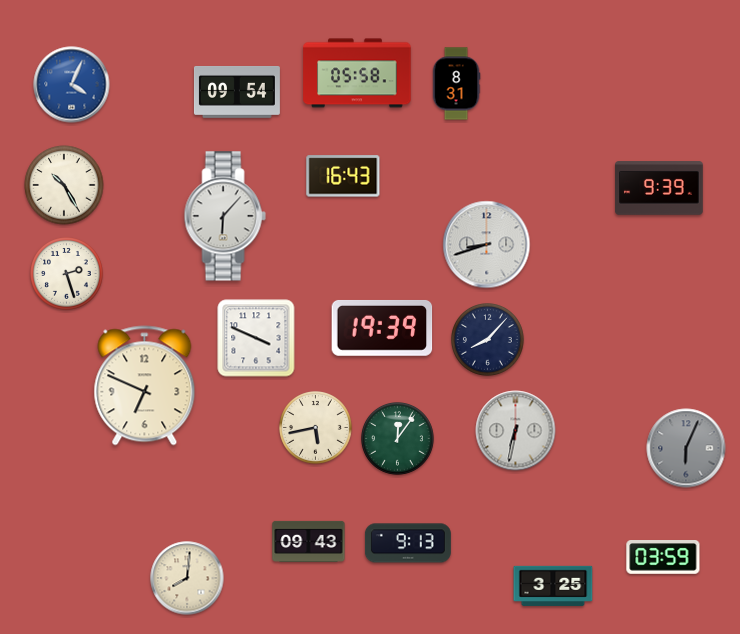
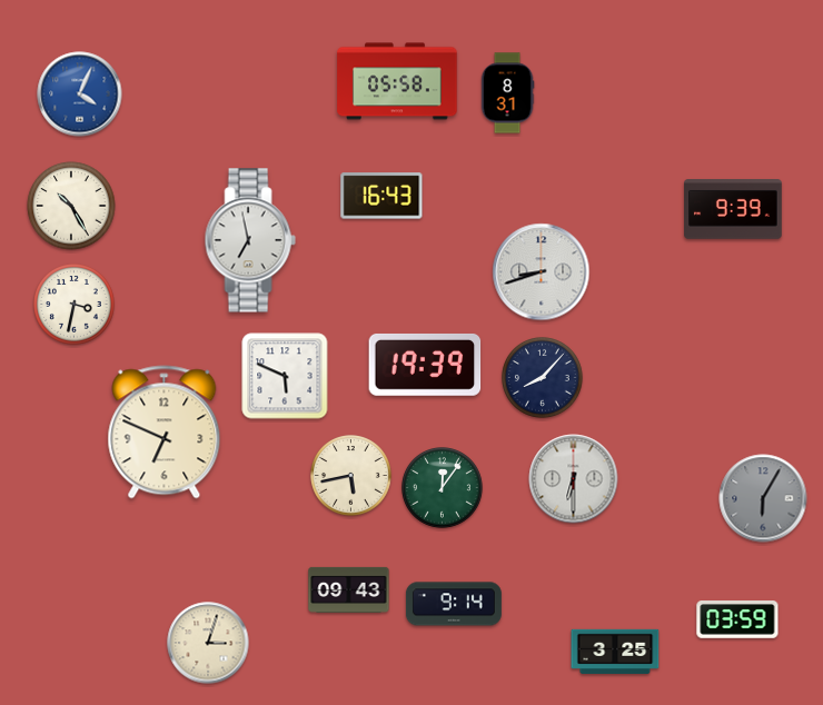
clock at (237, 93): 09:54 -> none
clock at (225, 216): 6:07 -> 6:58
clock at (67, 274): 2:27 -> 3:32
clock at (256, 338): 3:49 -> 5:49
clock at (145, 386) position: (145, 386) -> (165, 433)
clock at (516, 431): 6:32 -> 6:30
clock at (686, 448): 6:04 -> 6:05
clock at (309, 541) position: (309, 541) -> (349, 589)
clock at (408, 543): 9:13 -> 9:14
clock at (187, 578): 8:01 -> 3:03
